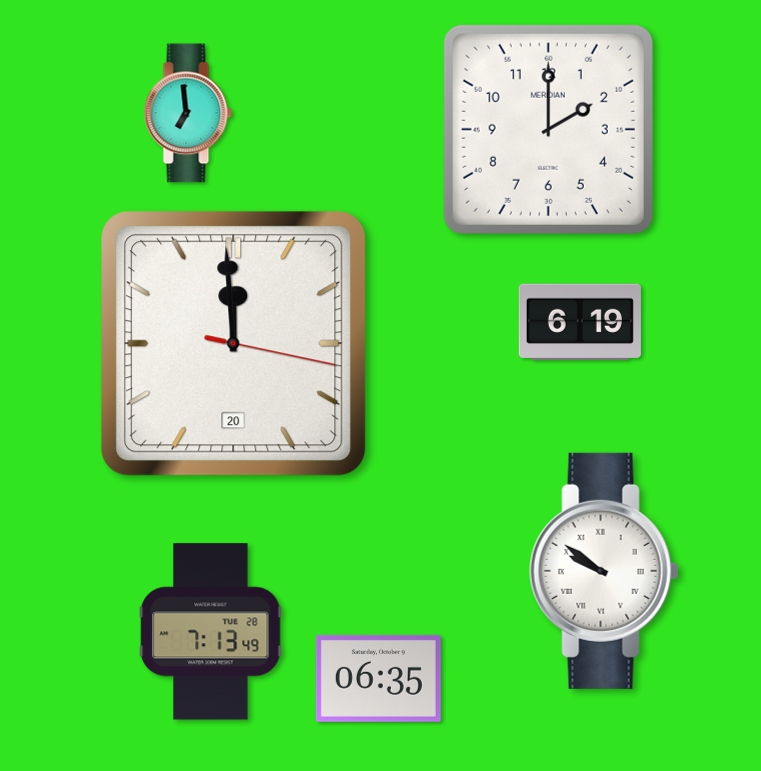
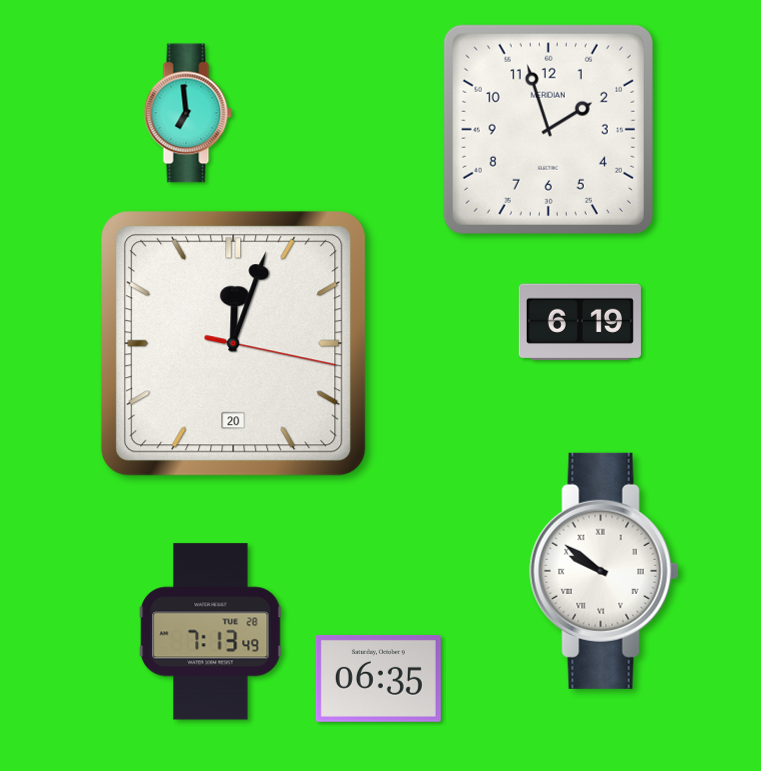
clock at (548, 129): 2:00 -> 1:57
clock at (234, 344): 11:59 -> 12:03
